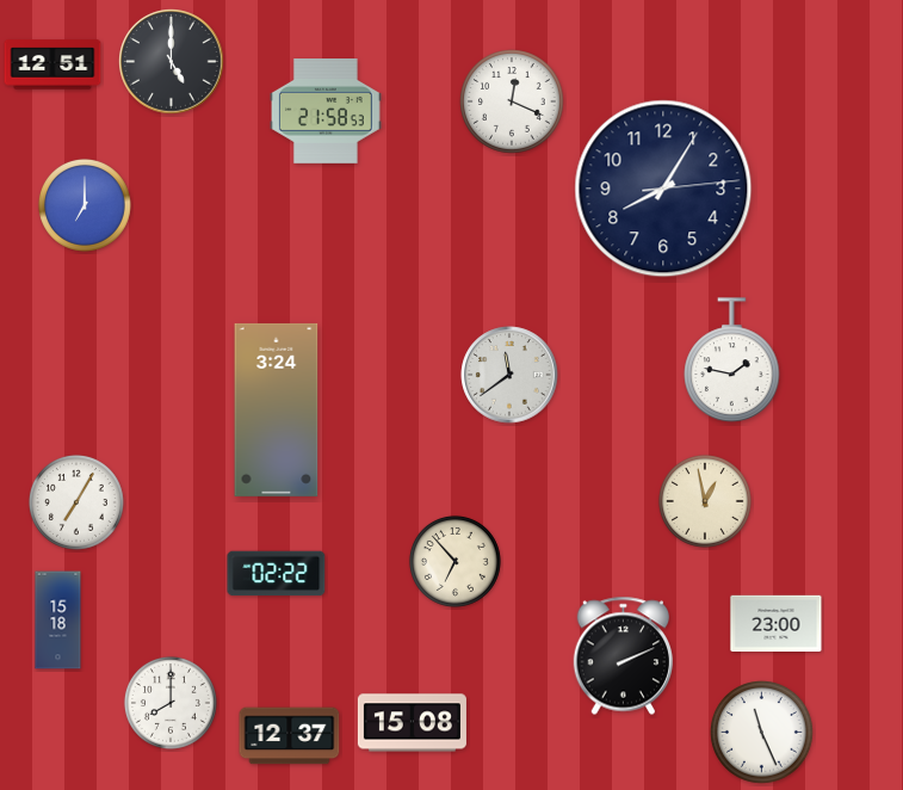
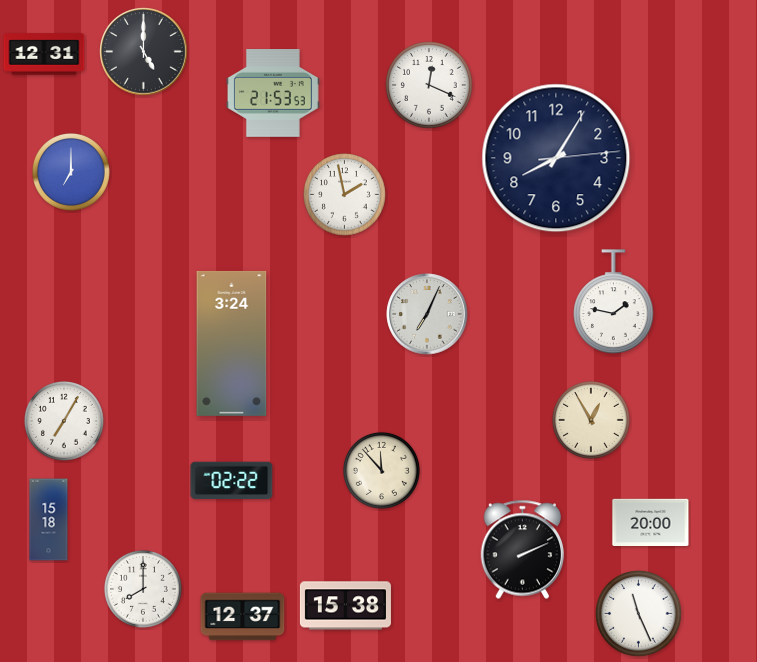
clock at (52, 64): 12:51 -> 12:31
clock at (327, 112): 21:58 -> 21:53
clock at (345, 195): none -> 1:58
clock at (509, 375): 11:39 -> 7:04
clock at (705, 501): 12:58 -> 12:55
clock at (454, 561): 6:53 -> 11:53
clock at (777, 623): 23:00 -> 20:00
clock at (412, 723): 15:08 -> 15:38
